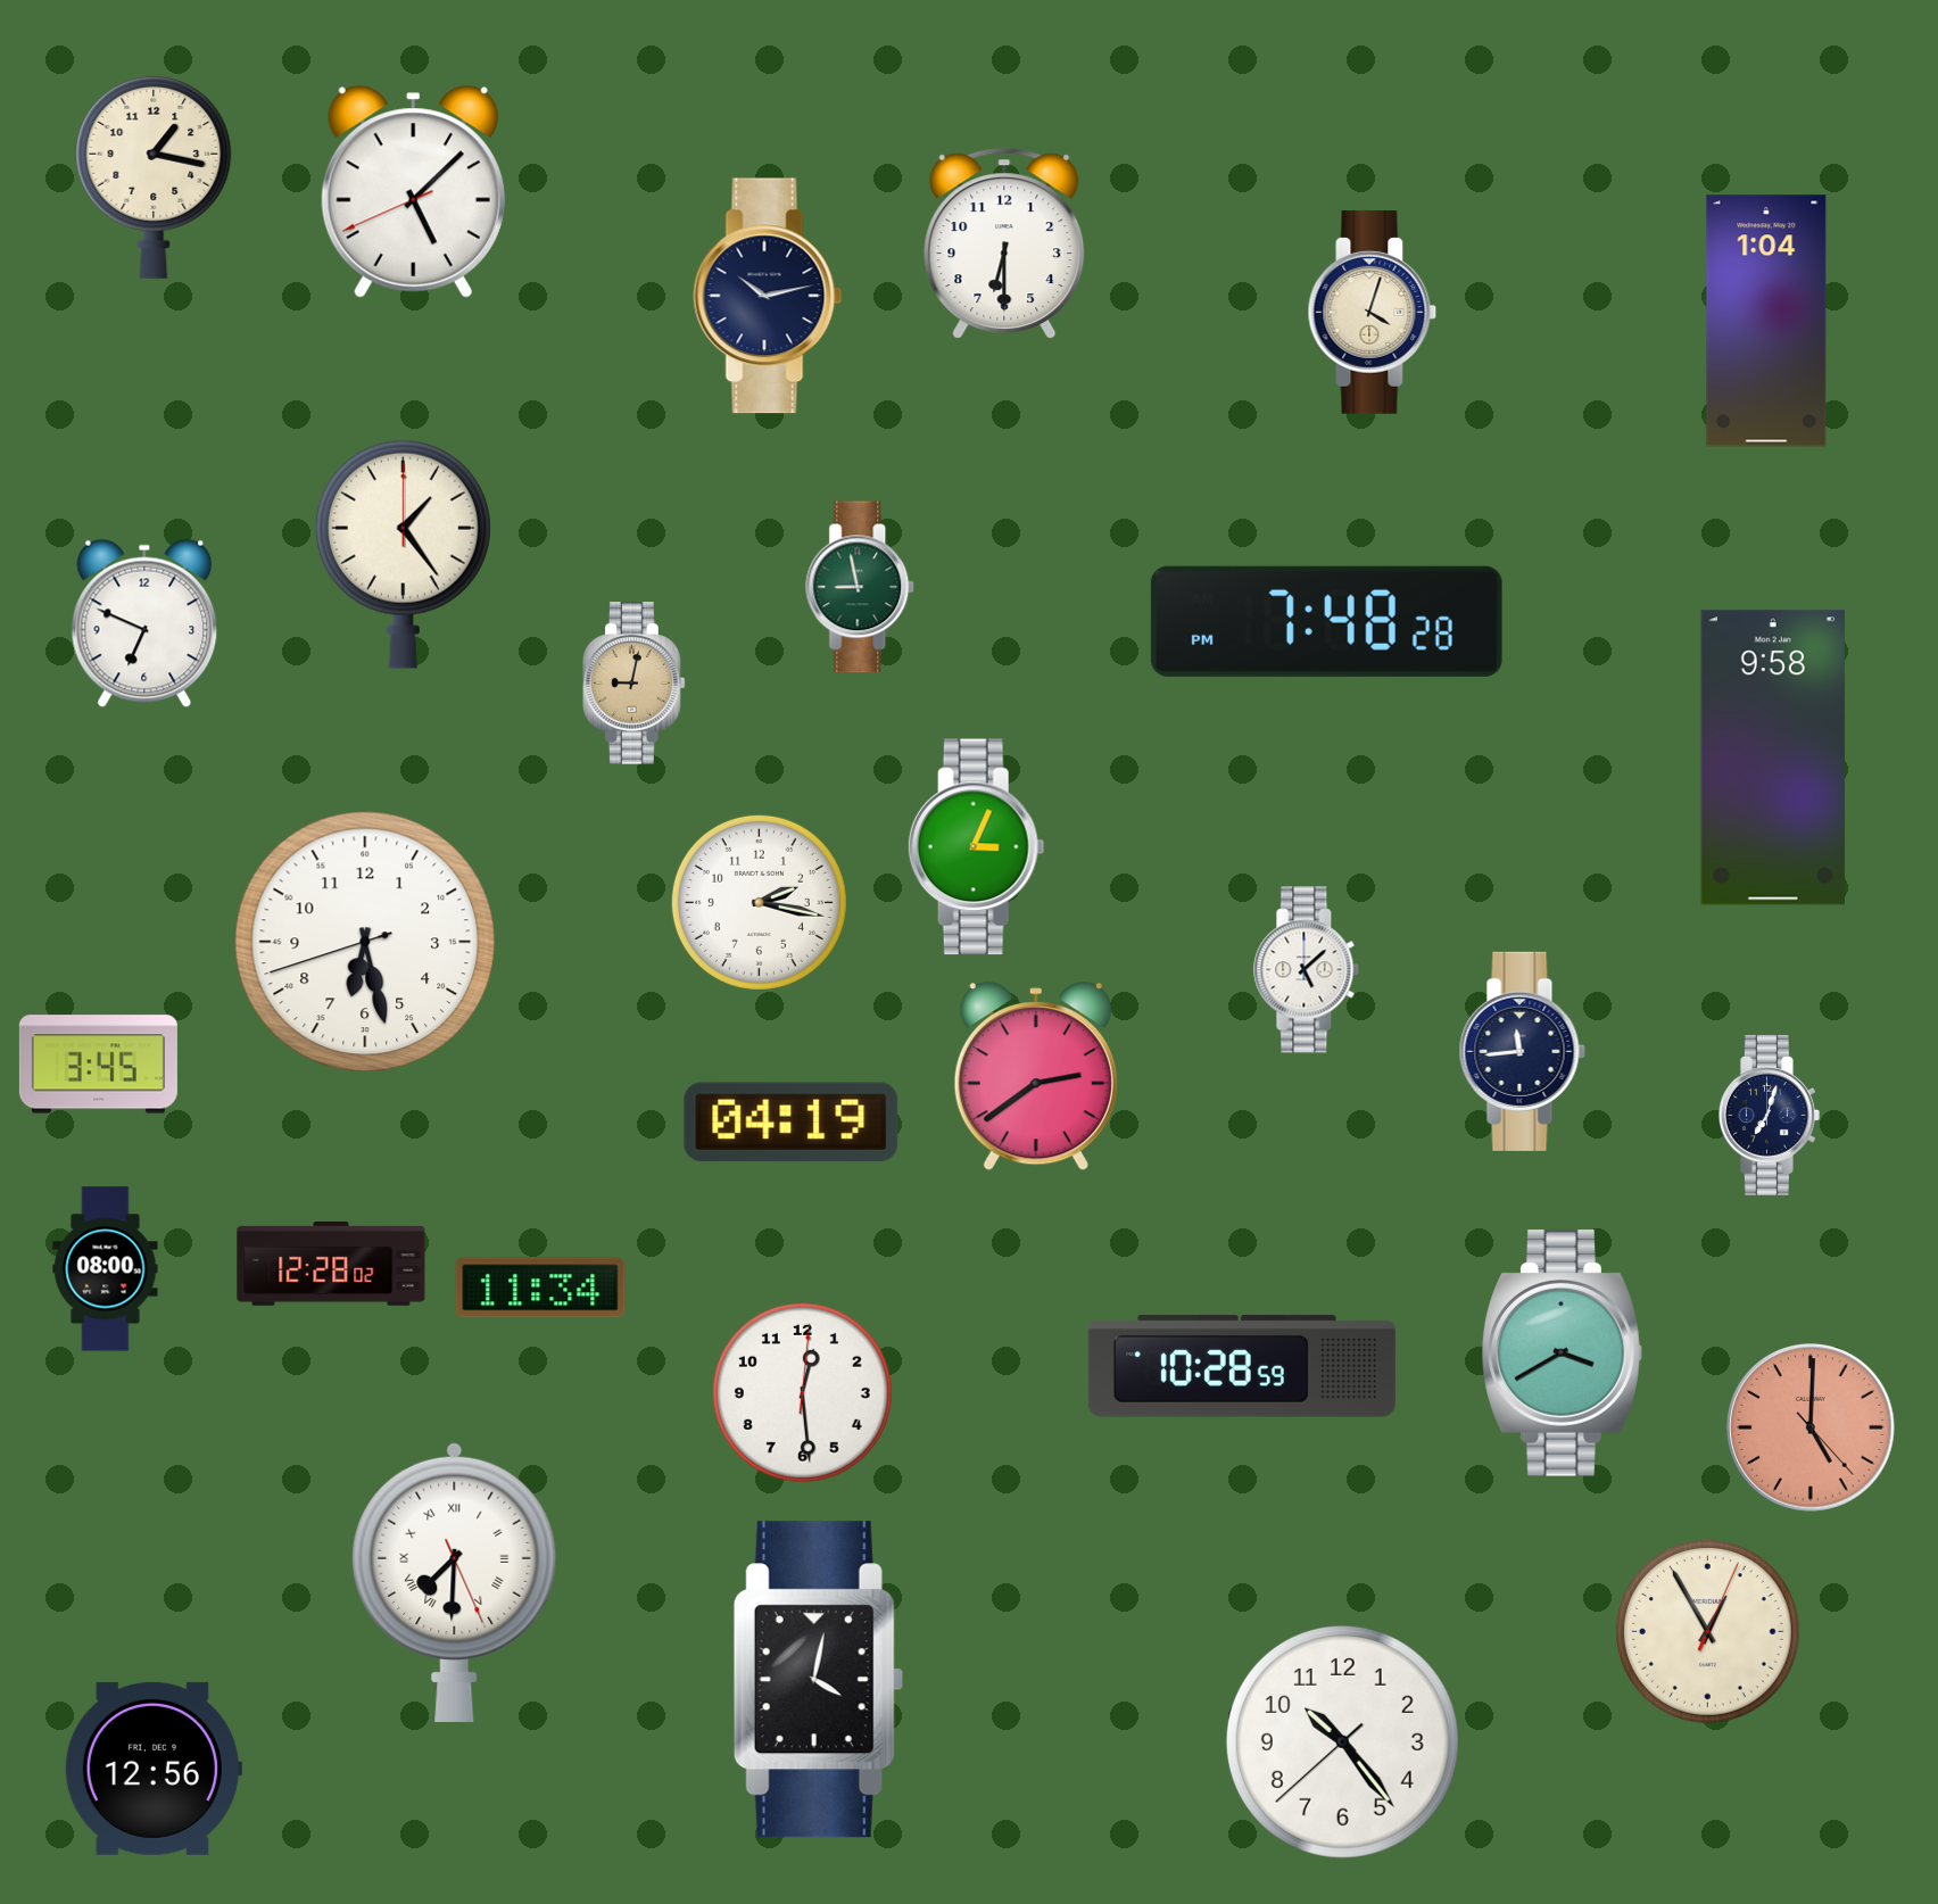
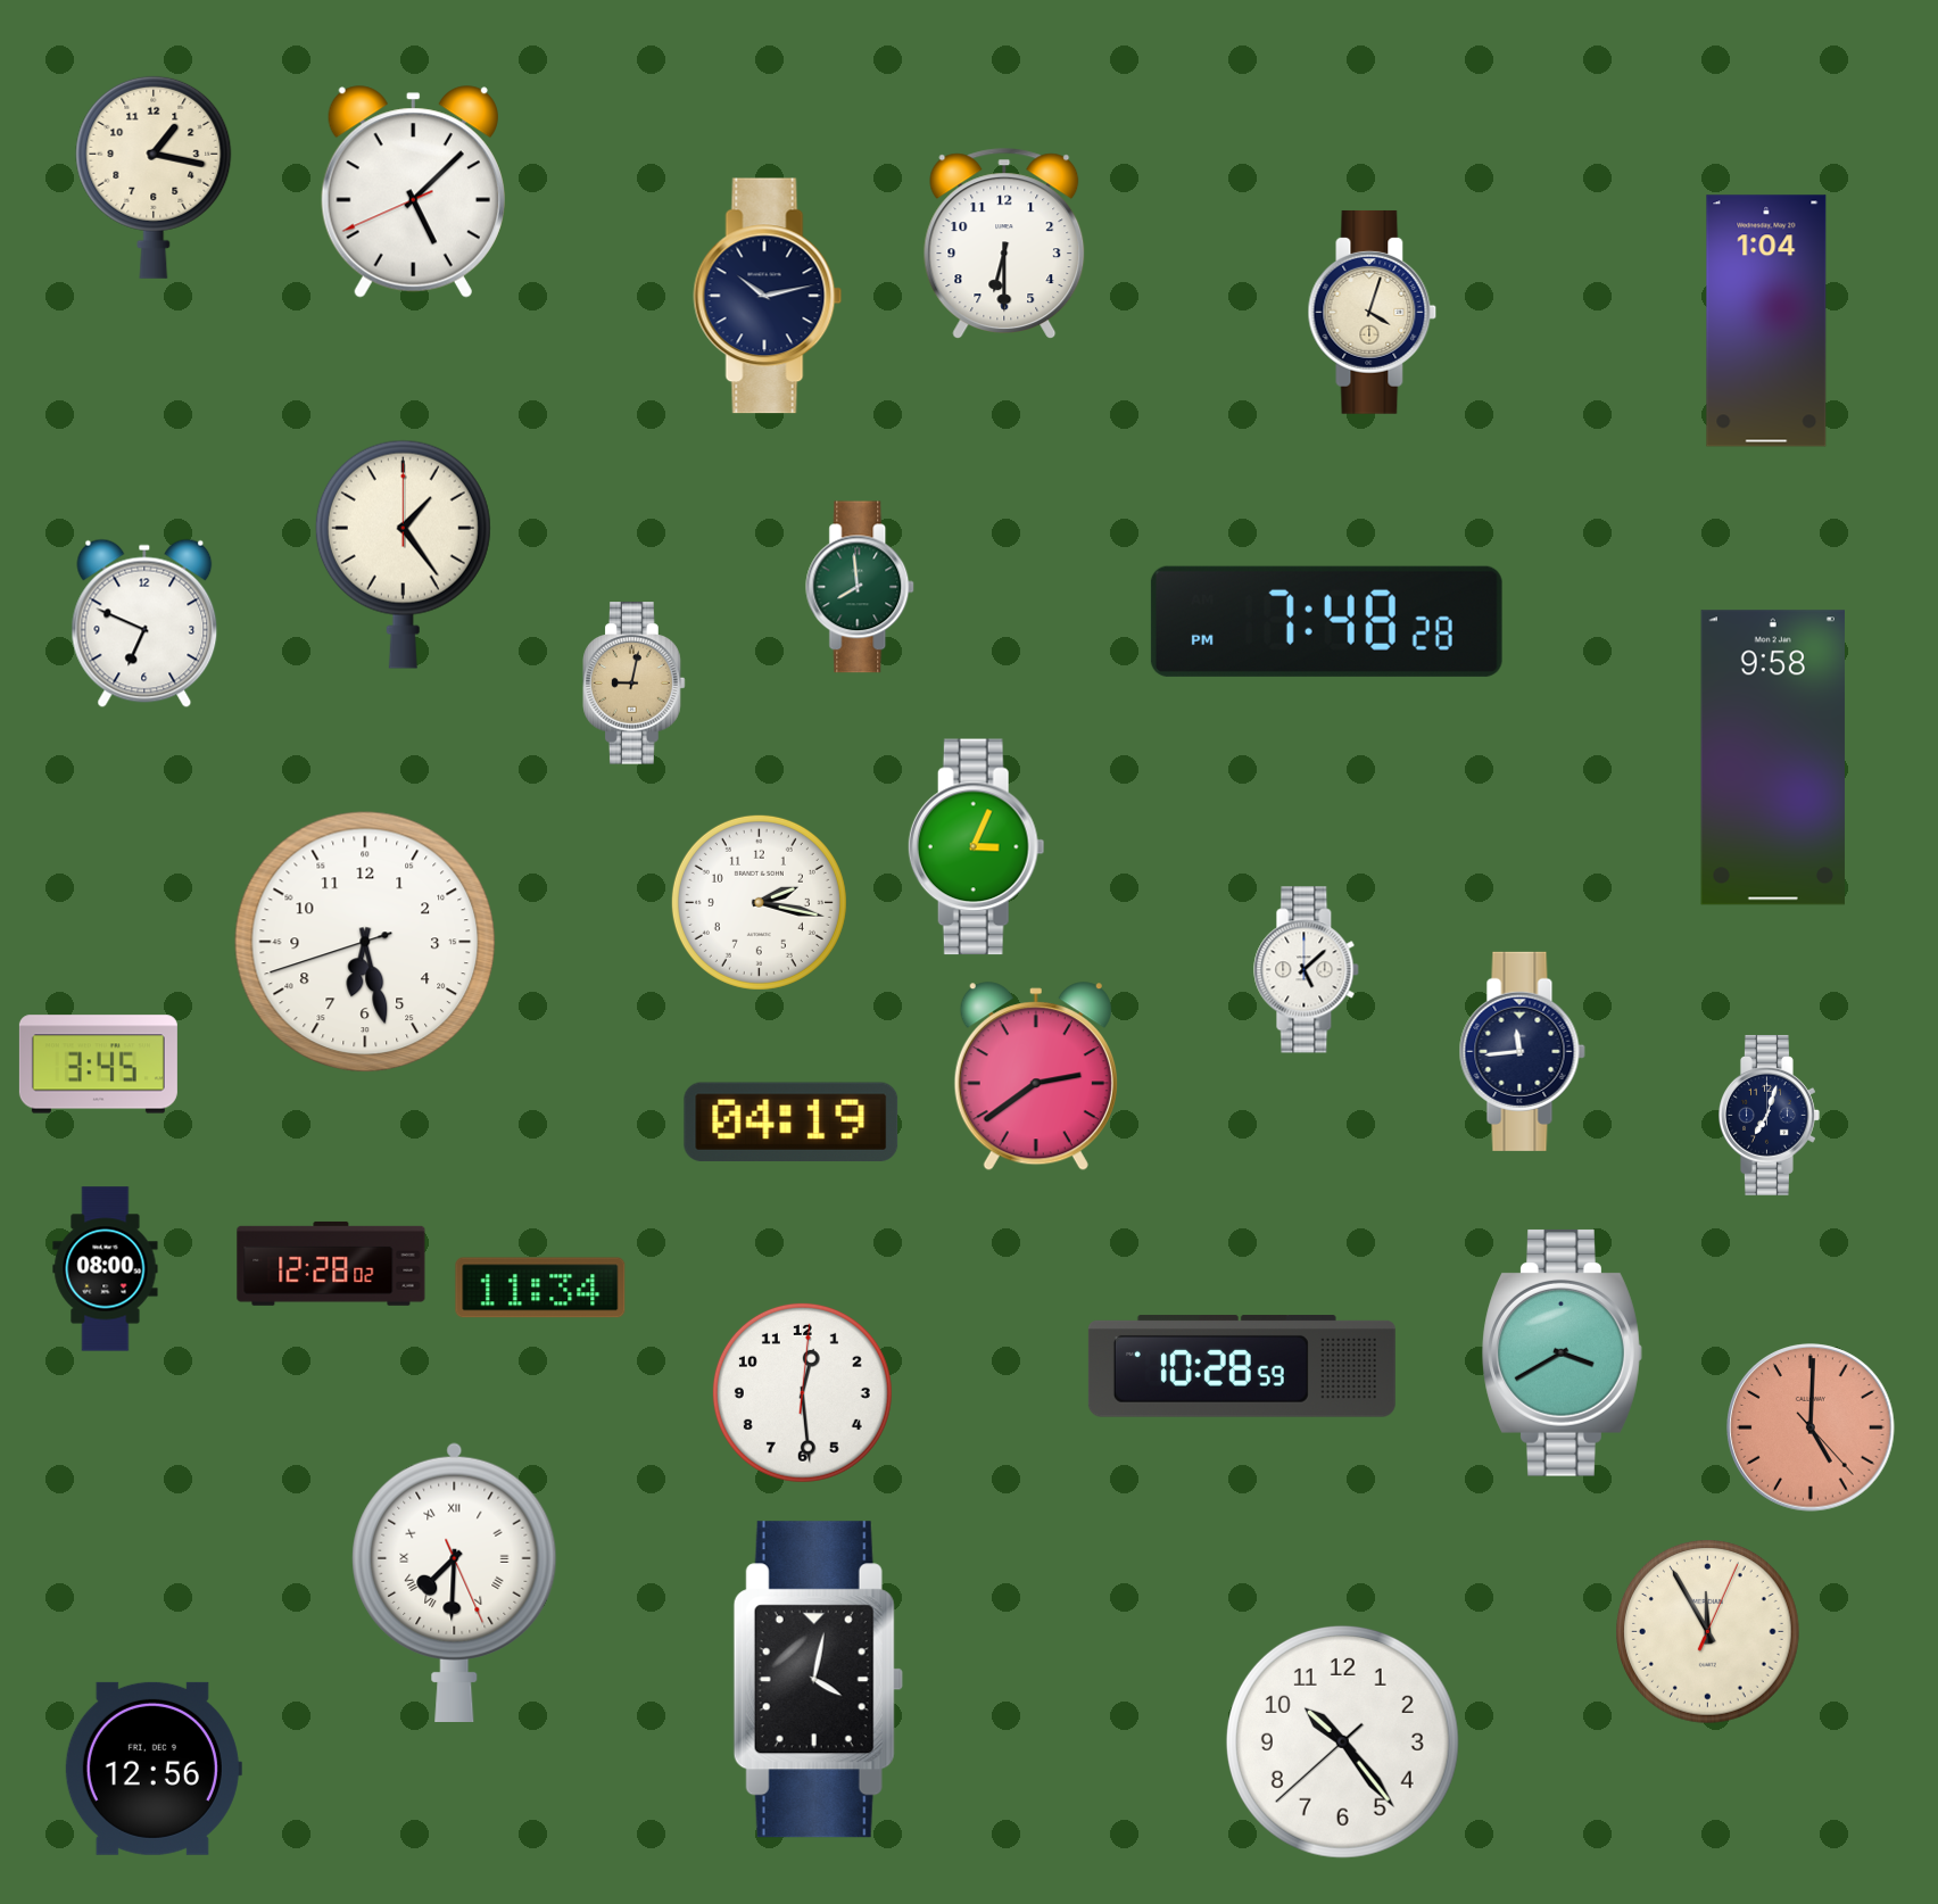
clock at (861, 587): 8:58 -> 7:59
clock at (1708, 1632): 12:55 -> 11:55
